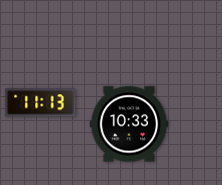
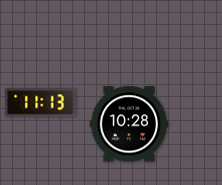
clock at (129, 124): 10:33 -> 10:28
